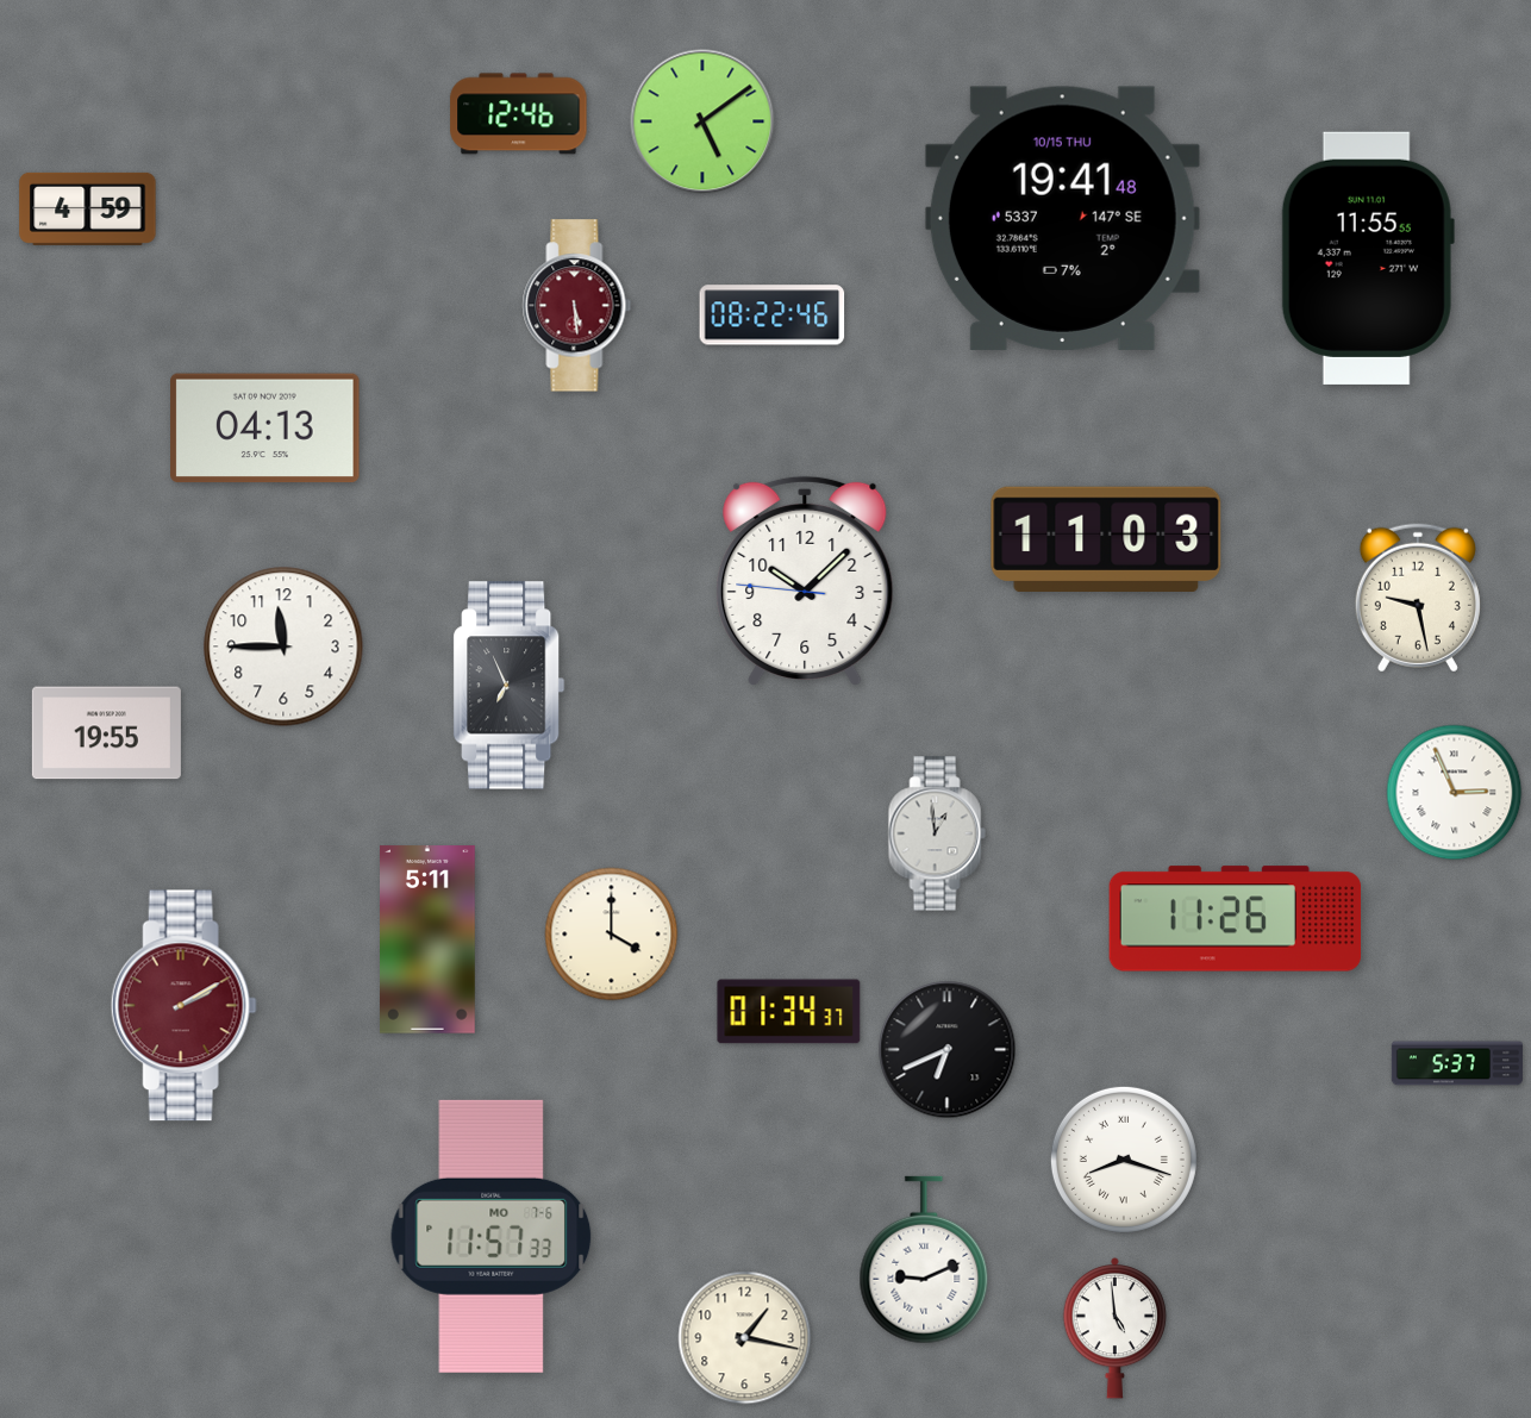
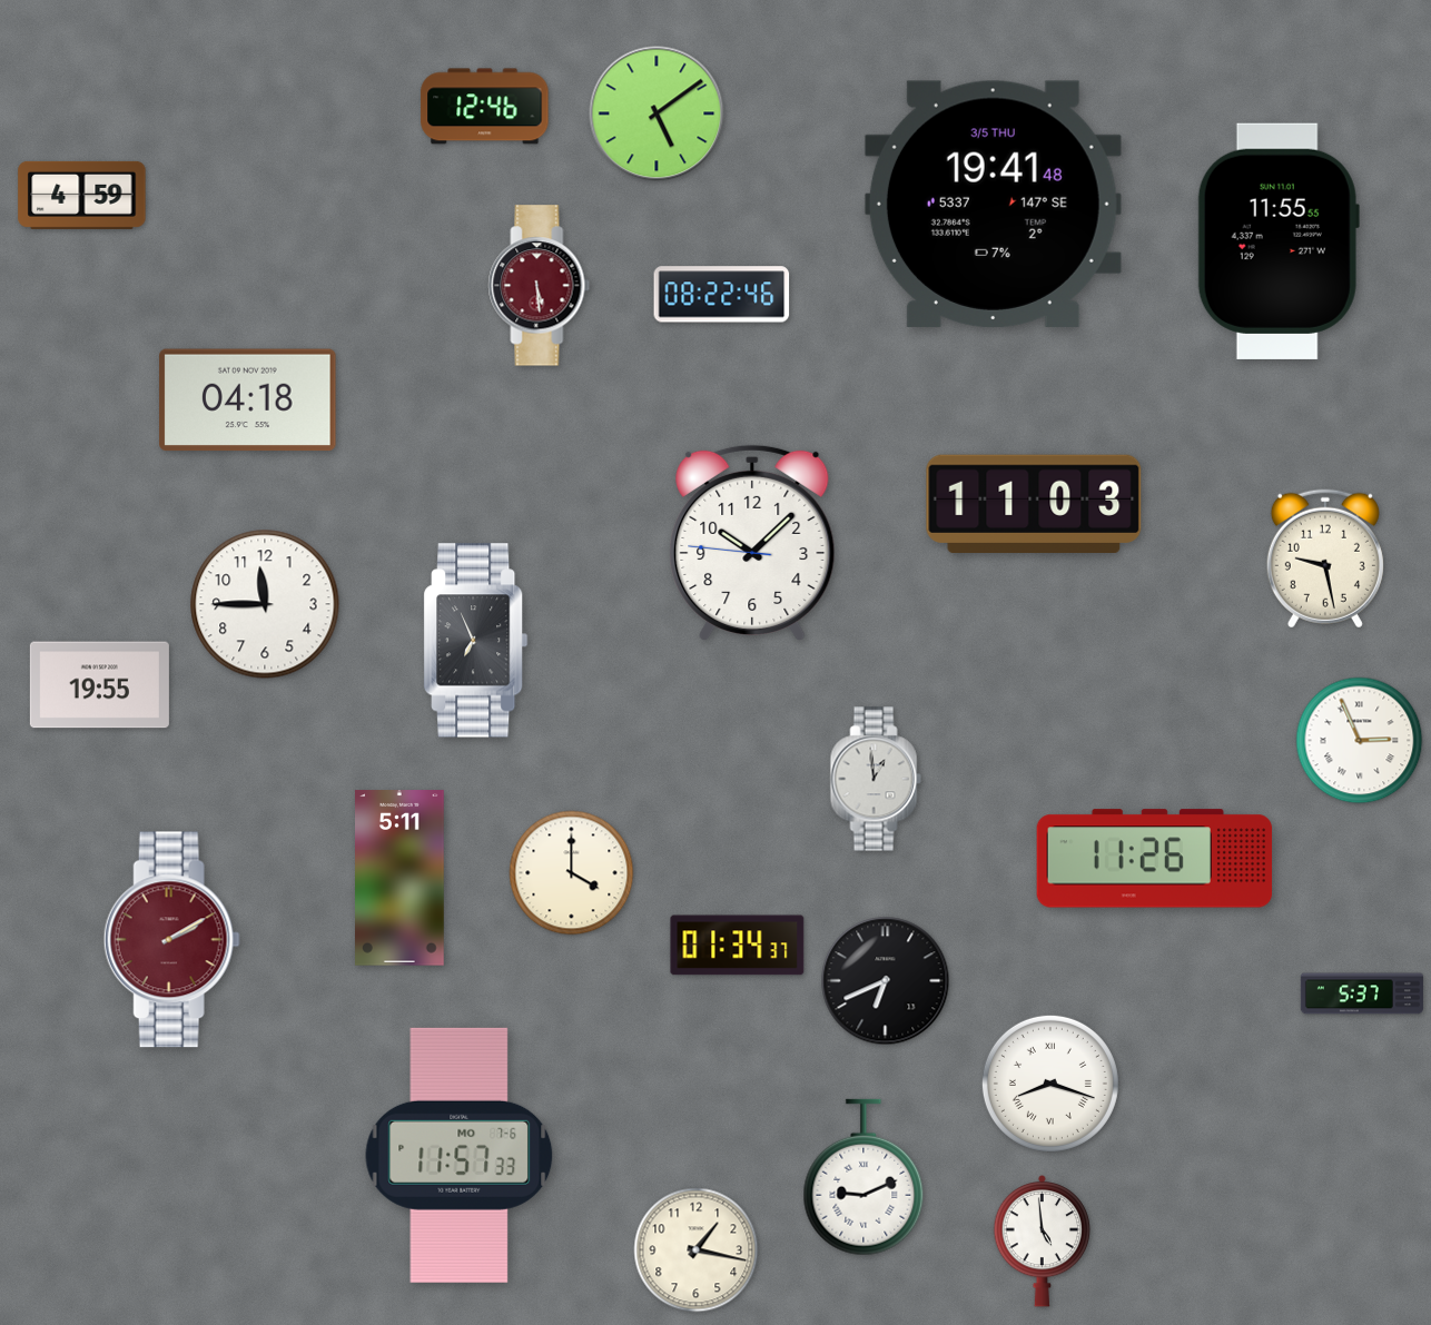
clock at (1062, 218) date: 10/15 THU -> 3/5 THU
clock at (265, 429): 04:13 -> 04:18
